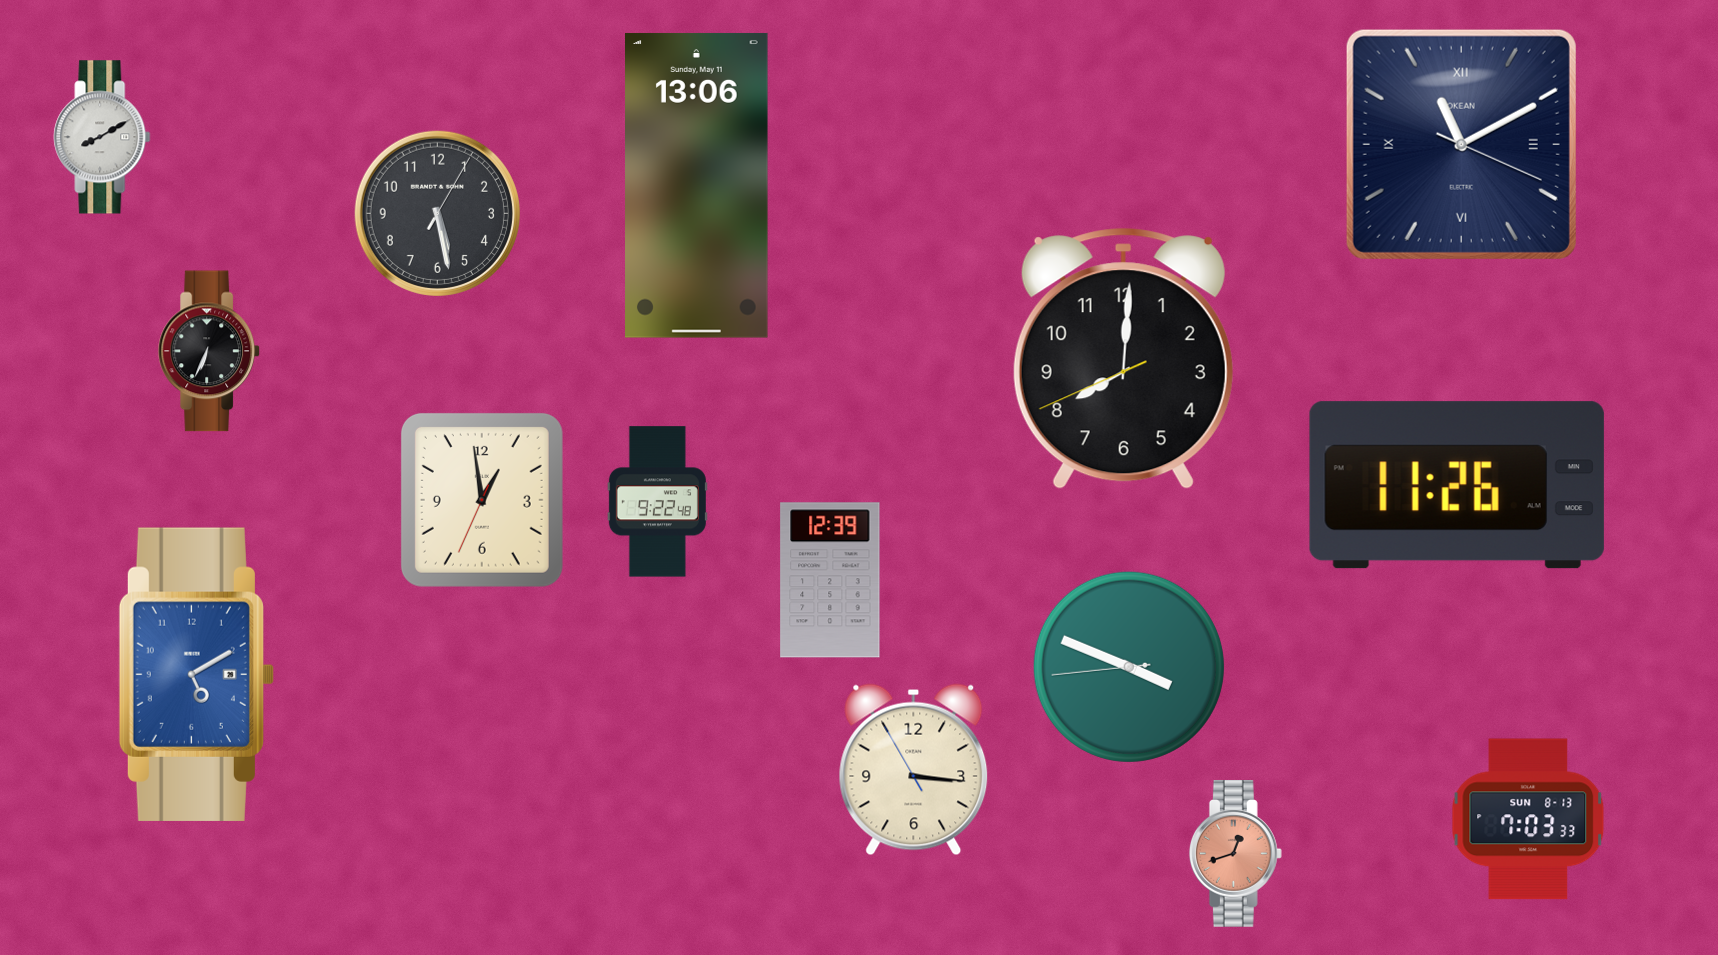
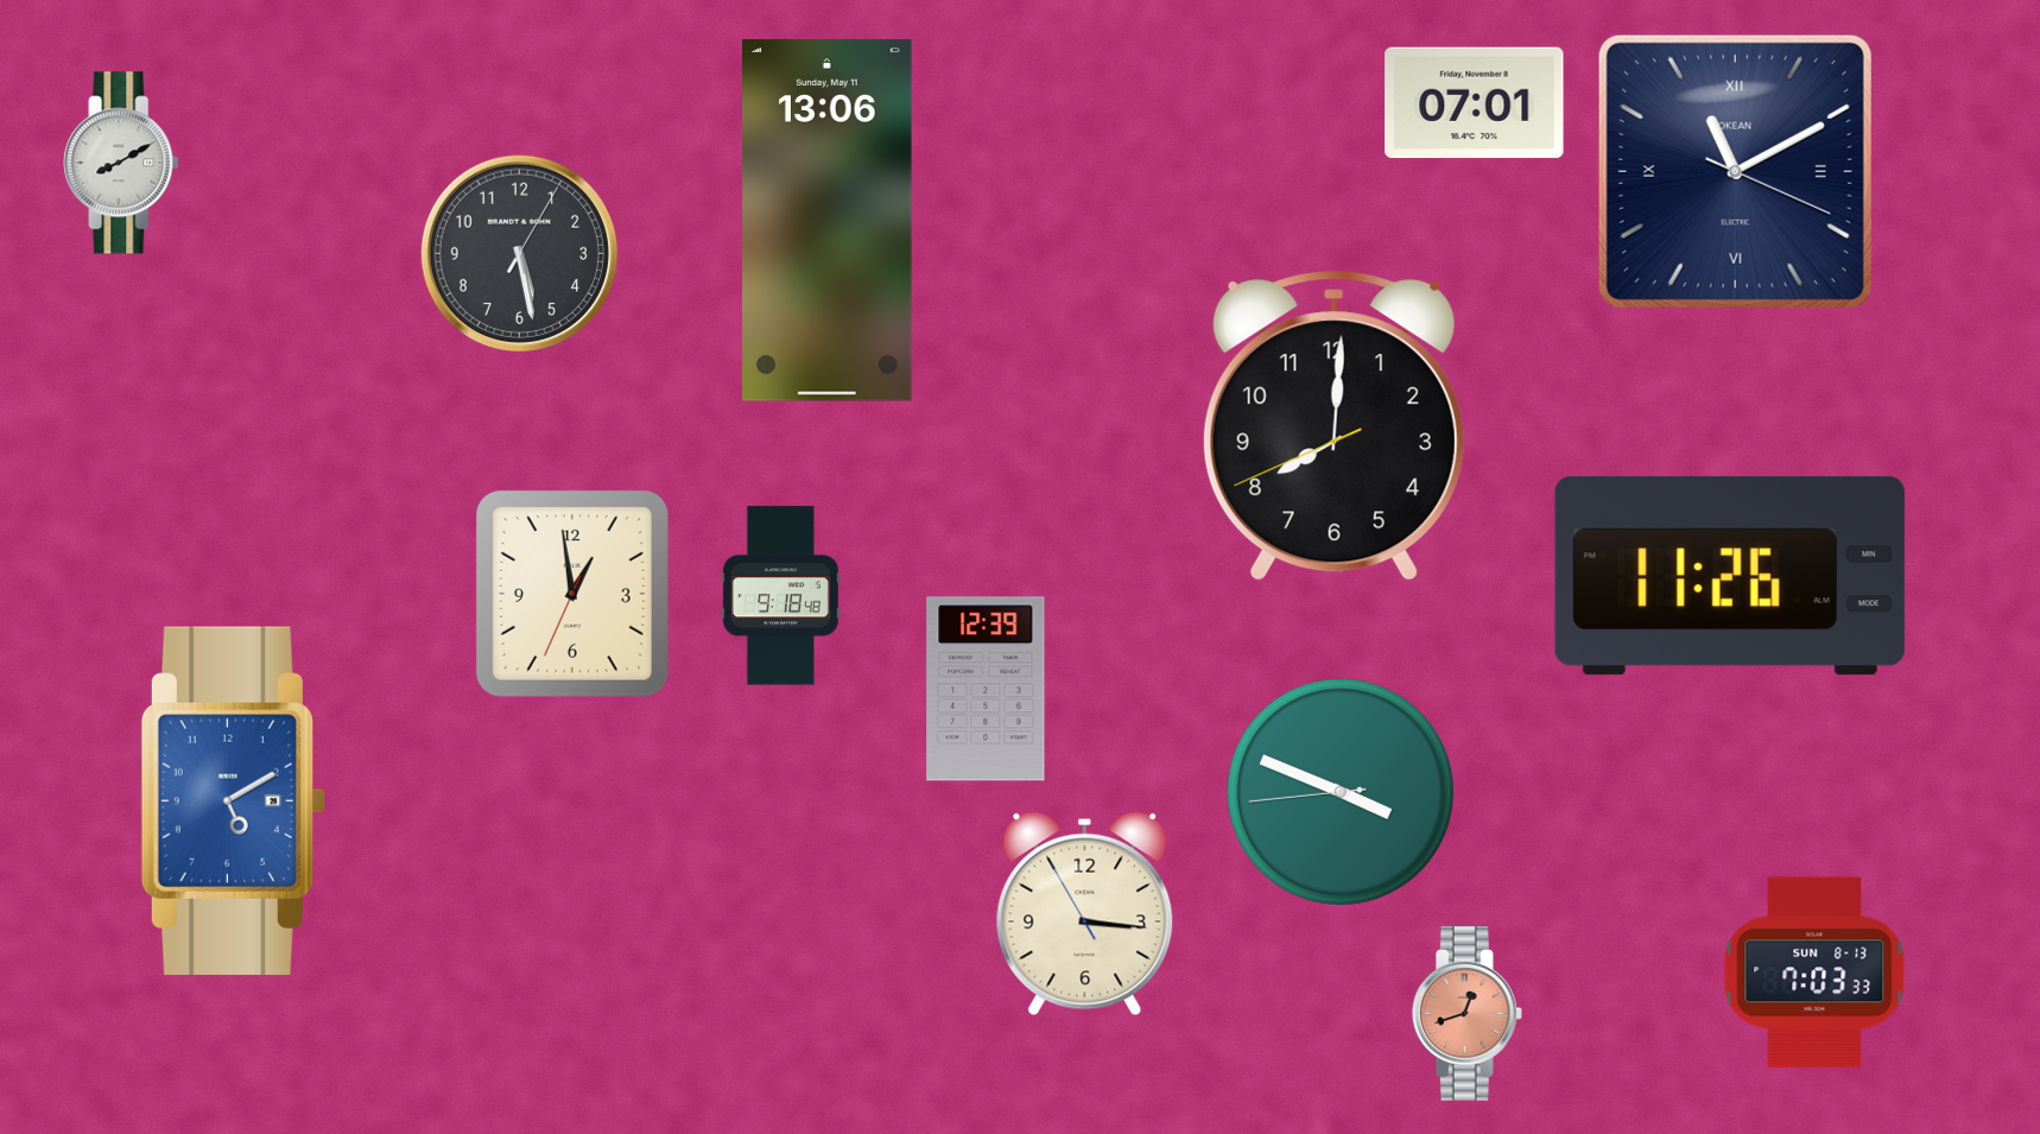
clock at (1475, 103): none -> 07:01
clock at (210, 351): 6:34 -> none
clock at (657, 502): 9:22 -> 9:18
